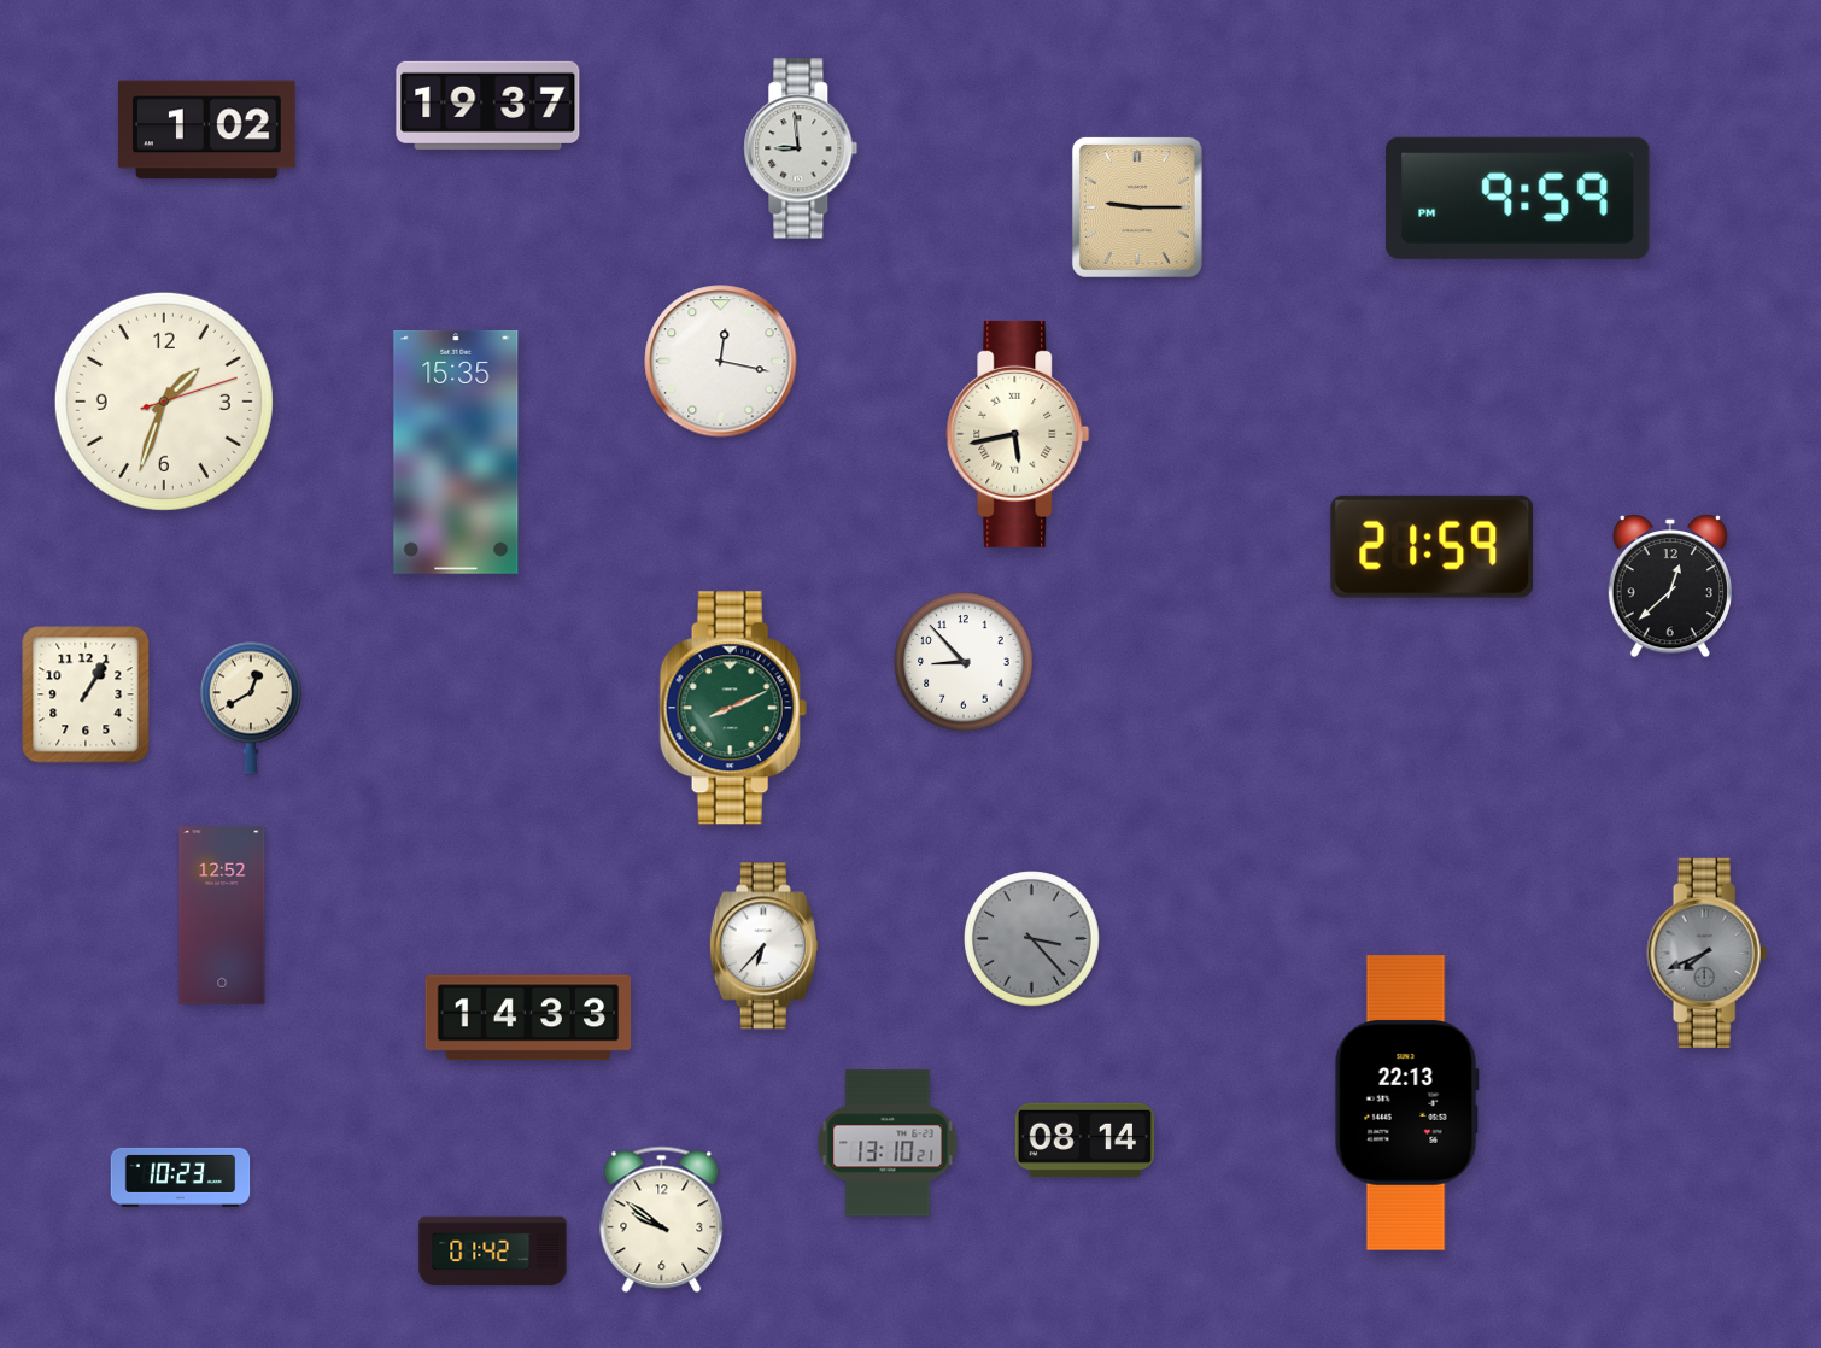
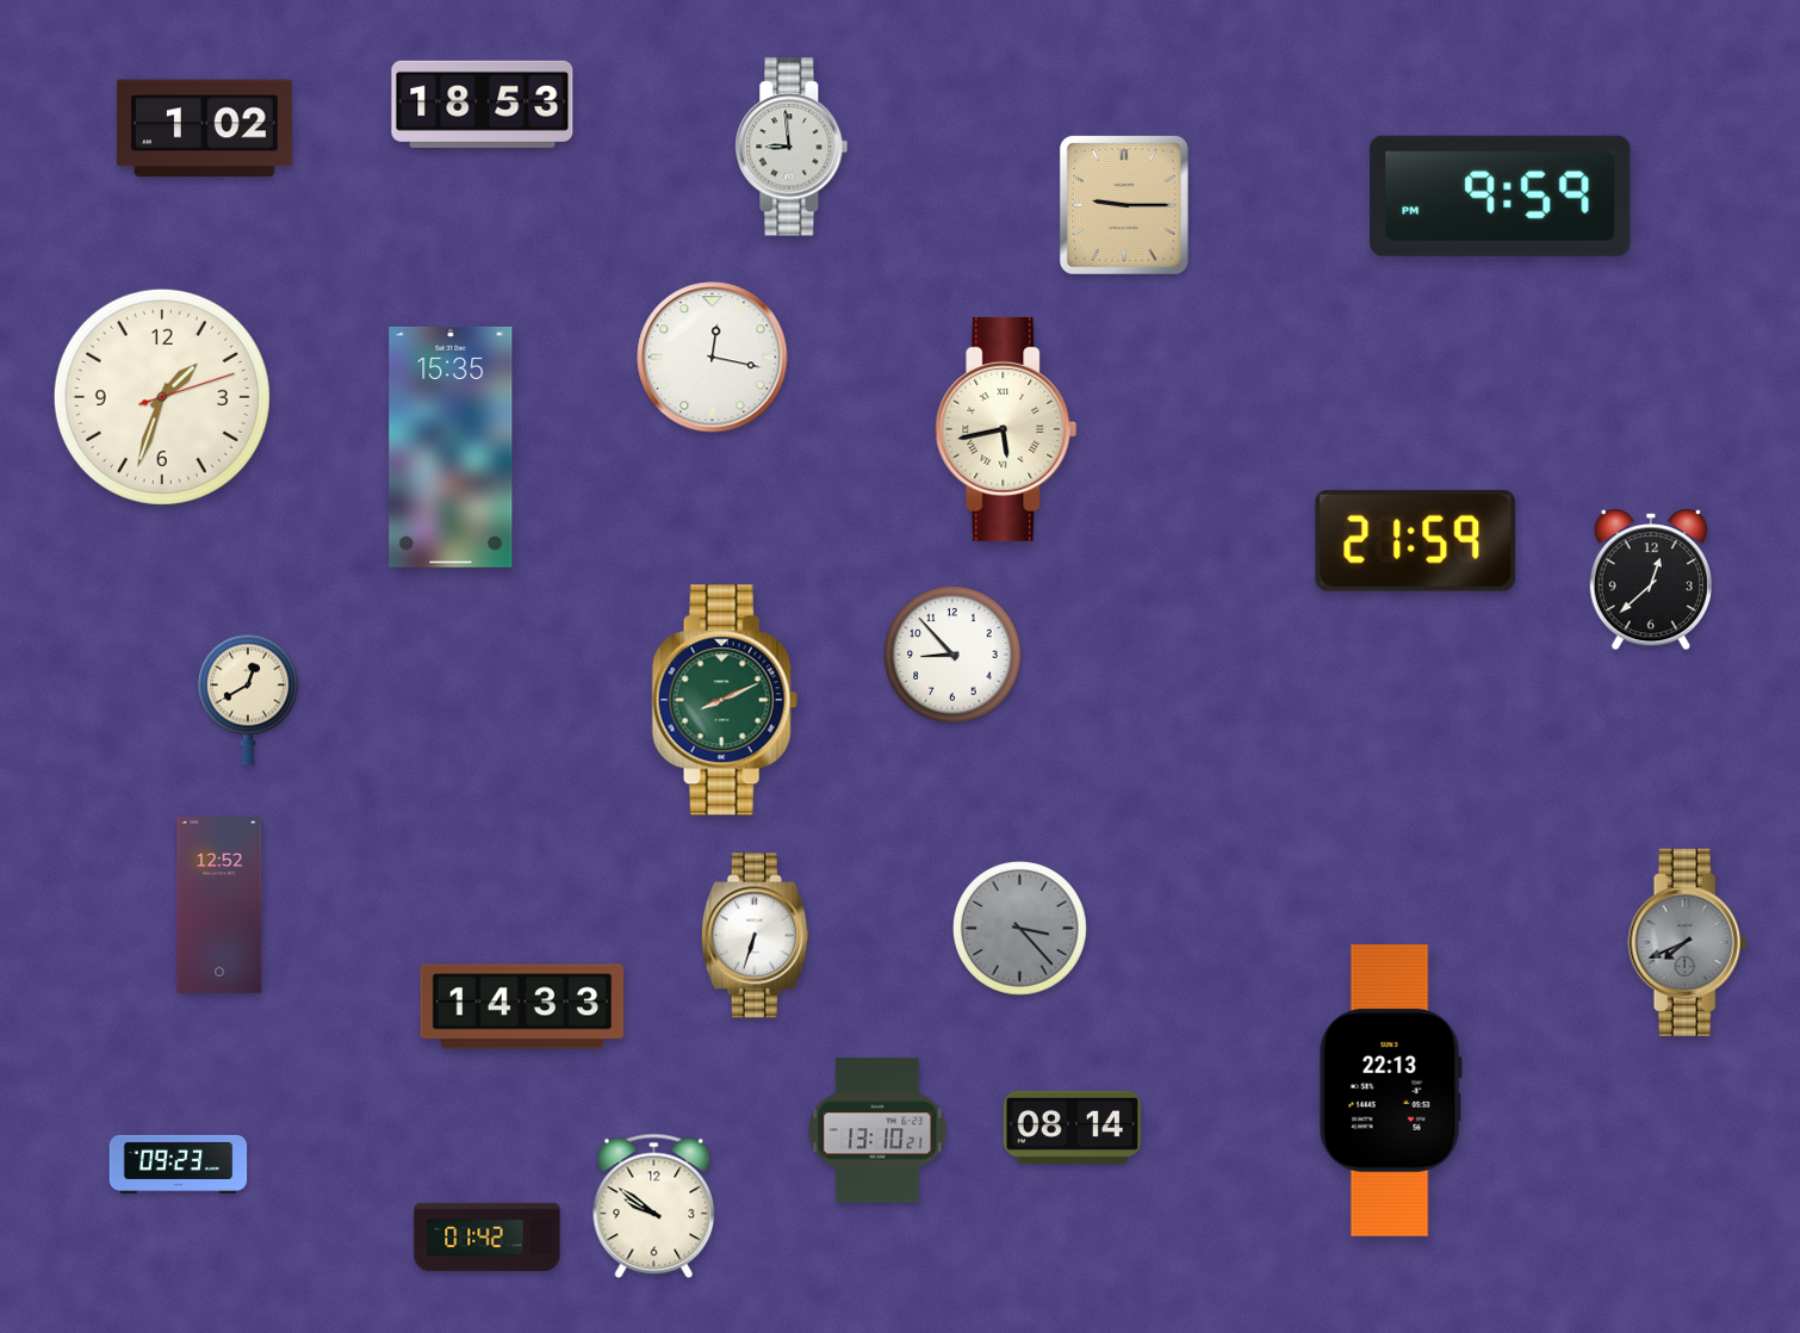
clock at (488, 105): 19:37 -> 18:53
clock at (86, 694): 1:05 -> none
clock at (763, 946): 6:37 -> 6:33
clock at (181, 1177): 10:23 -> 09:23
